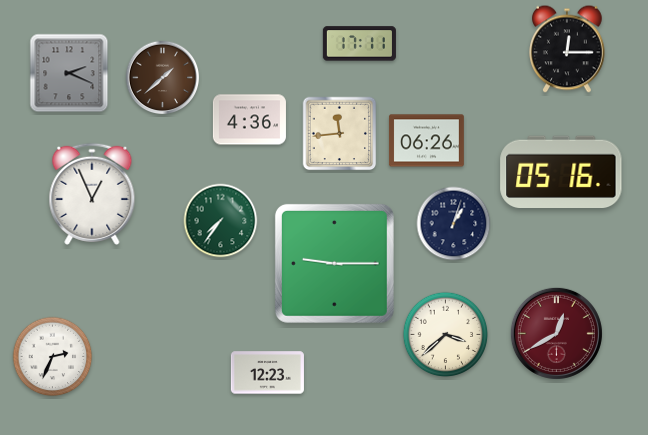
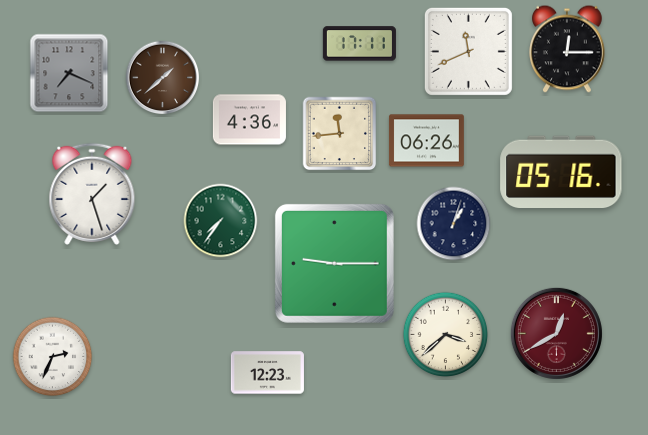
clock at (468, 51): none -> 11:41
clock at (69, 73): 2:19 -> 7:19
clock at (92, 194): 12:56 -> 1:27
